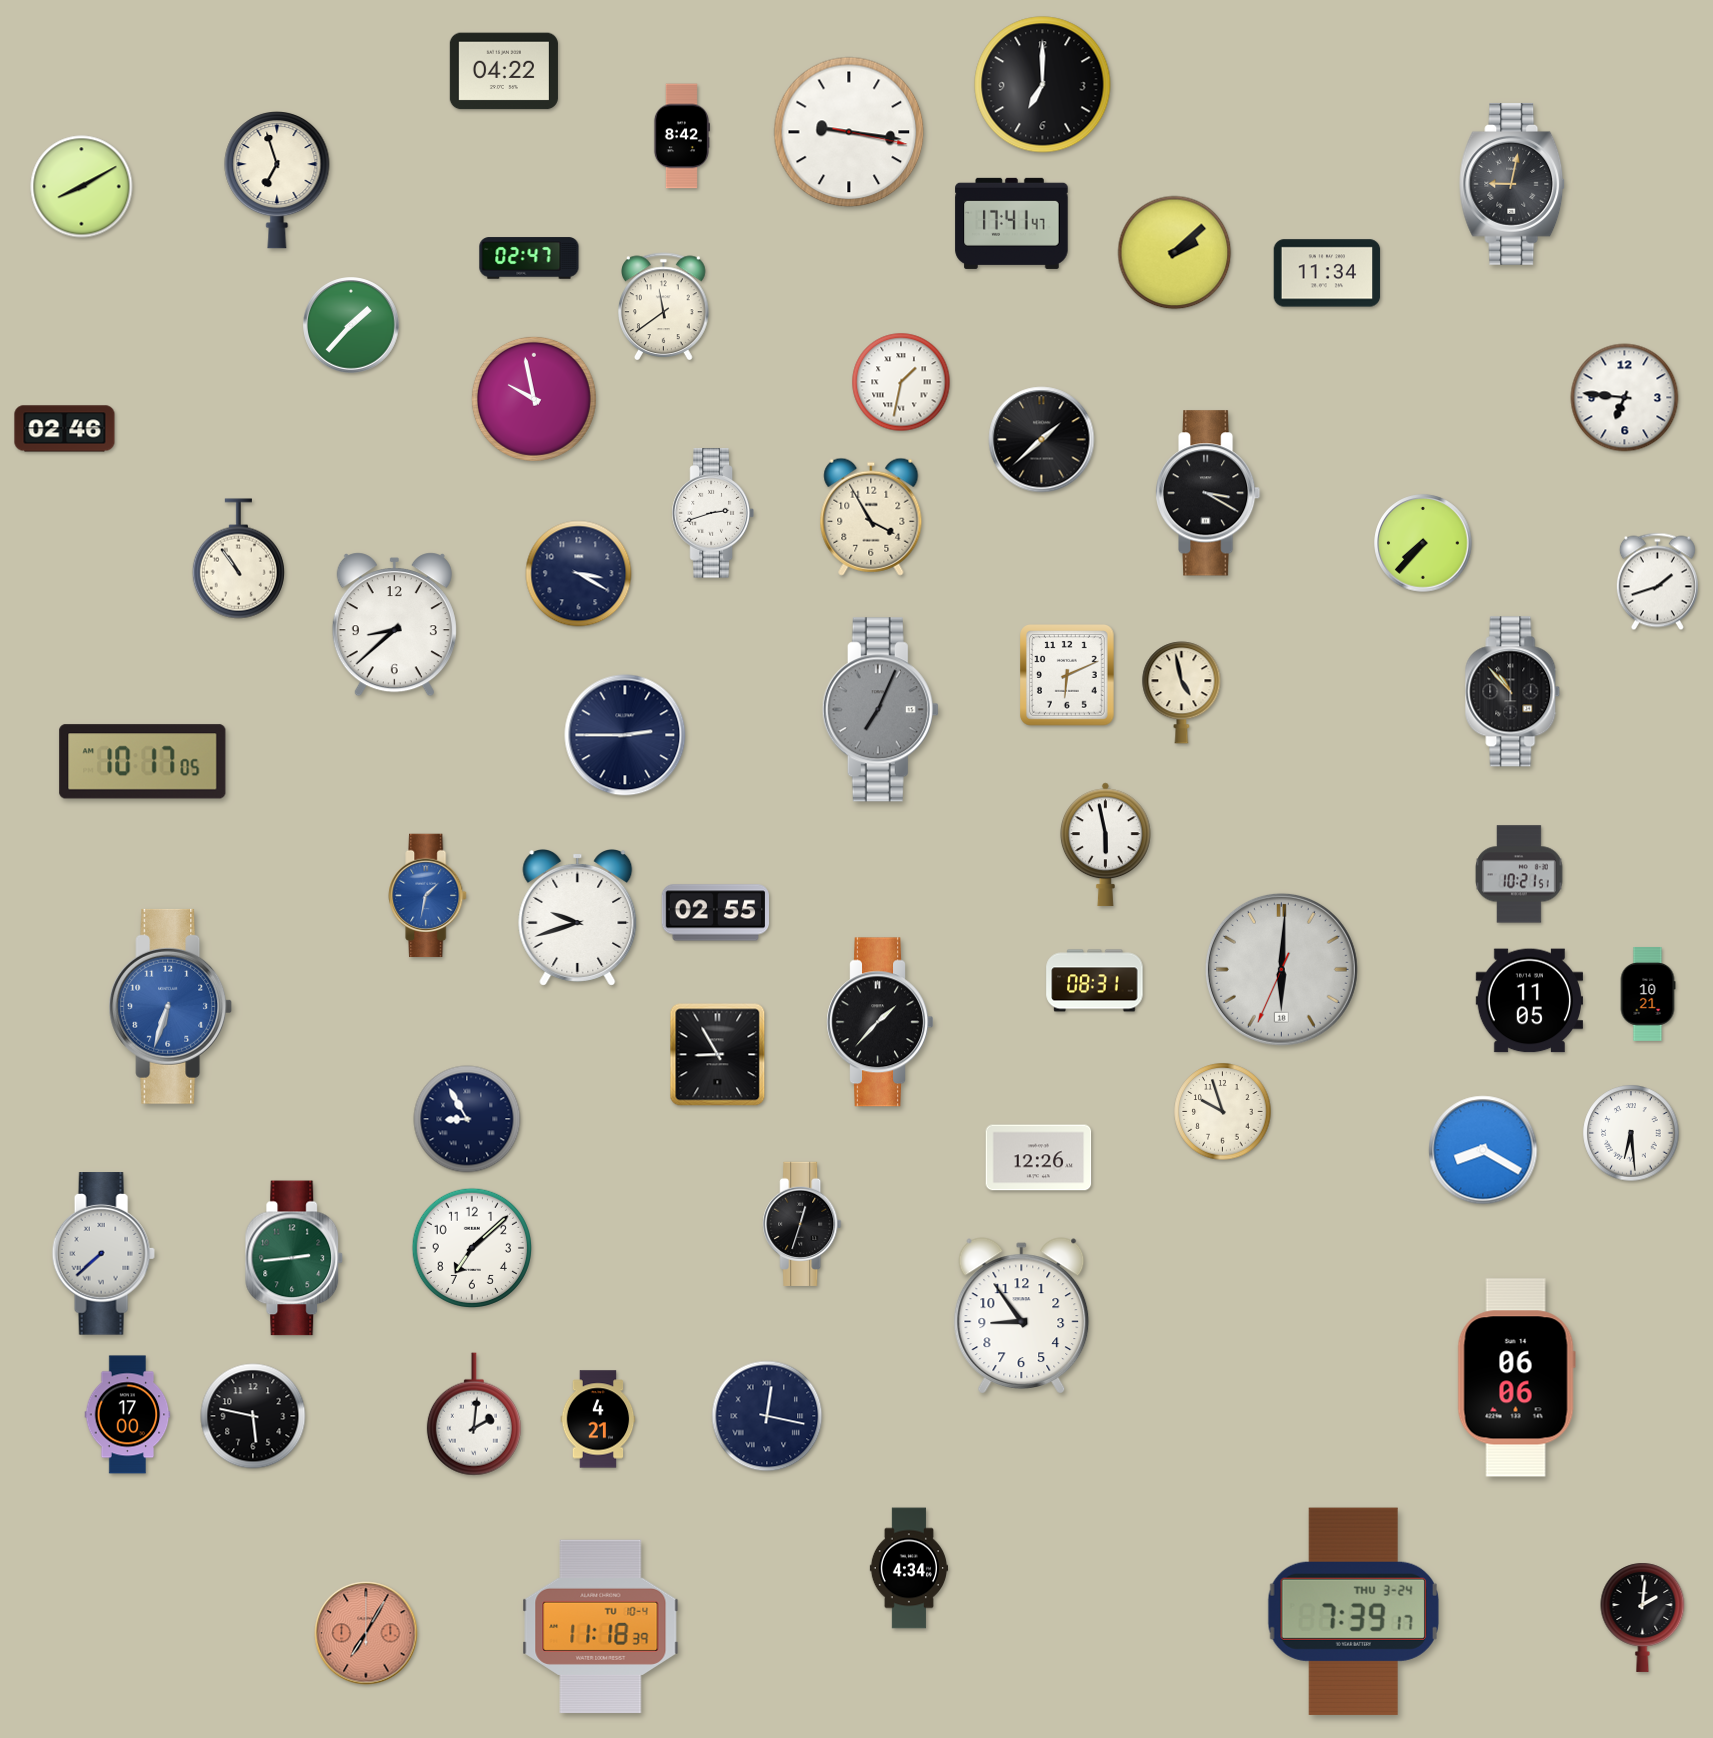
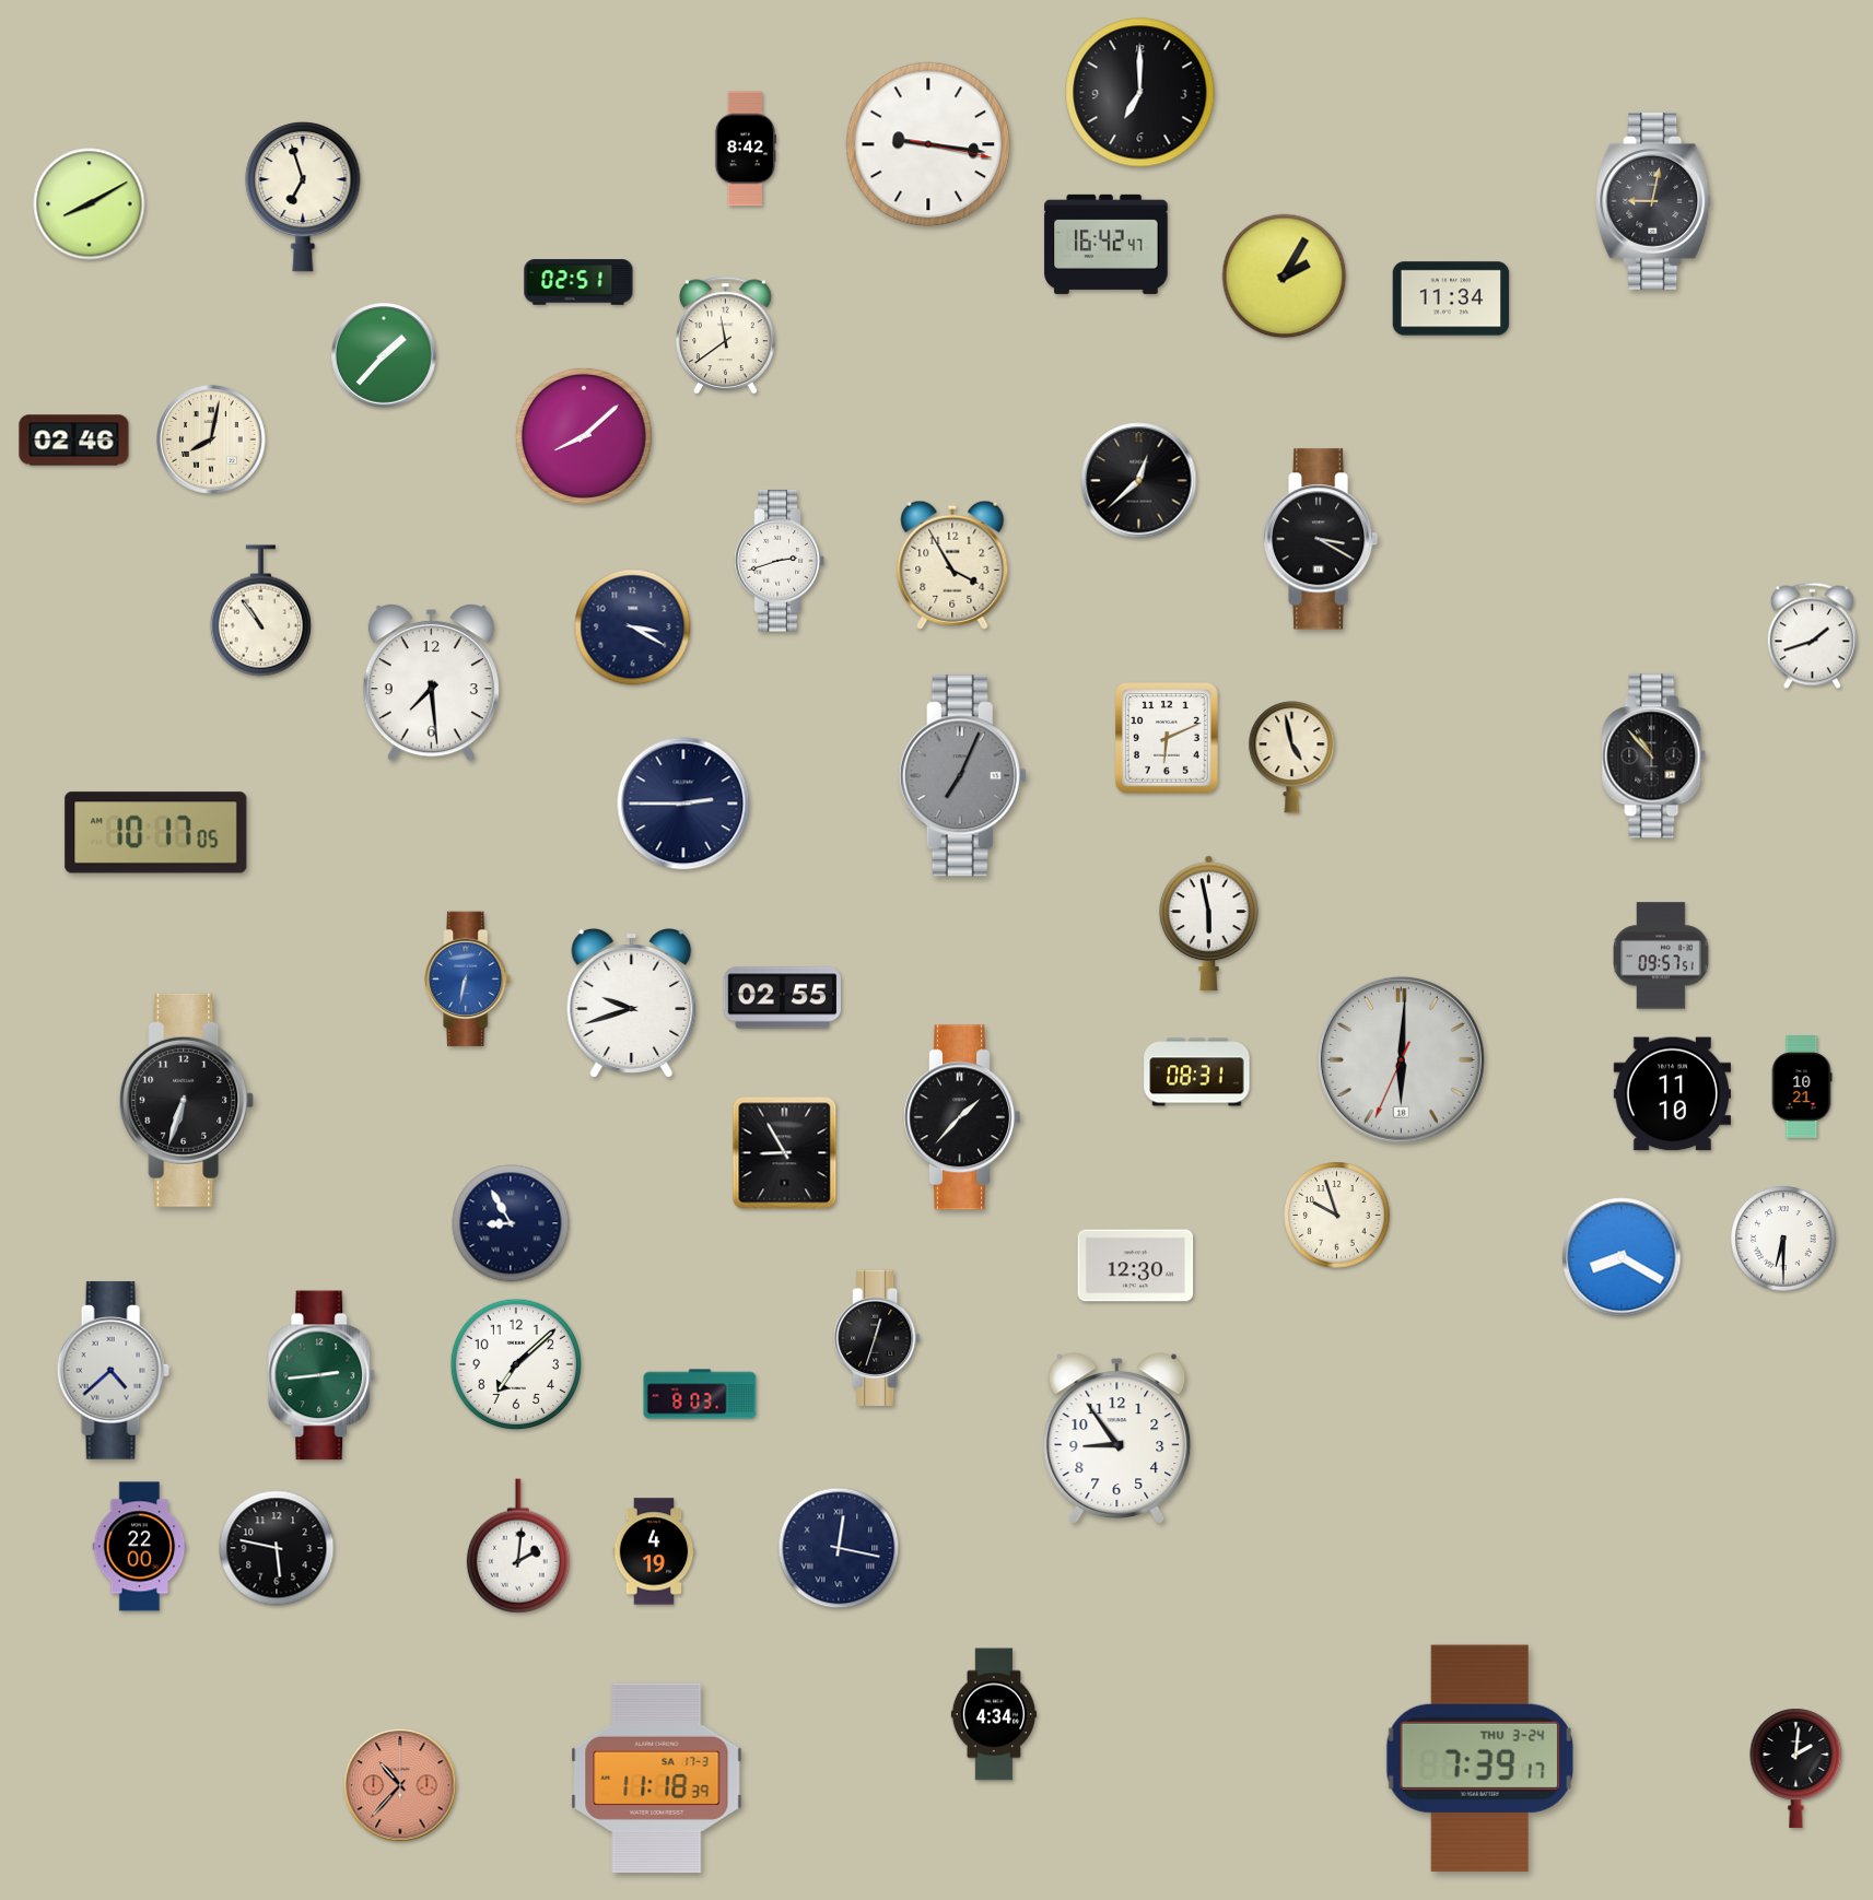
clock at (504, 71): 04:22 -> none
clock at (1012, 223): 17:41 -> 16:42
clock at (1175, 253): 2:08 -> 2:05
clock at (529, 258): 02:47 -> 02:51
clock at (901, 382): 1:32 -> none
clock at (1625, 398): 6:46 -> none
clock at (534, 399): 9:58 -> 8:08
clock at (211, 439): none -> 8:02
clock at (65, 429) position: (65, 429) -> (74, 441)
clock at (1042, 440): 1:38 -> 12:38
clock at (1423, 543): 7:37 -> none
clock at (394, 625): 8:38 -> 7:29
clock at (1519, 874): 10:21 -> 09:57
clock at (428, 896): 1:32 -> 6:32
clock at (1529, 1001): 11:05 -> 11:10
clock at (171, 1006) dial: blue -> black
clock at (1631, 1133): 6:29 -> 6:30
clock at (1039, 1158): 12:26 -> 12:30
clock at (103, 1254): 7:38 -> 4:38
clock at (700, 1394): none -> 8:03
clock at (1516, 1378): 06:06 -> none
clock at (128, 1415): 17:00 -> 22:00
clock at (598, 1419): 4:21 -> 4:19
clock at (1353, 1611) position: (1353, 1611) -> (1479, 1758)
clock at (601, 1627) date: TU 10-4 -> SA 17-3
clock at (366, 1633): 7:05 -> 10:37
